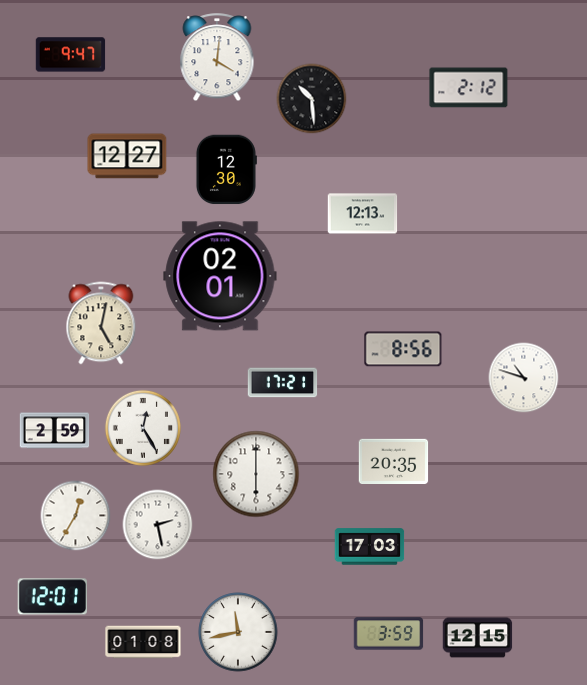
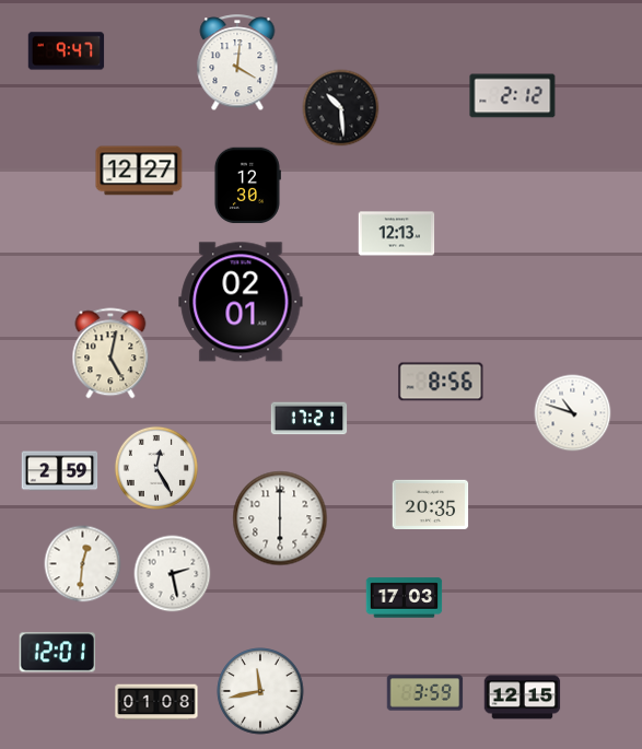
clock at (71, 55) position: (71, 55) -> (67, 51)
clock at (76, 516): 12:35 -> 12:31
